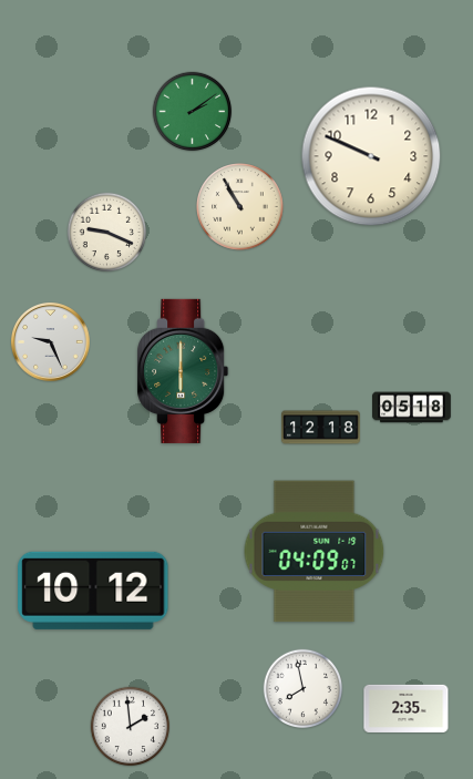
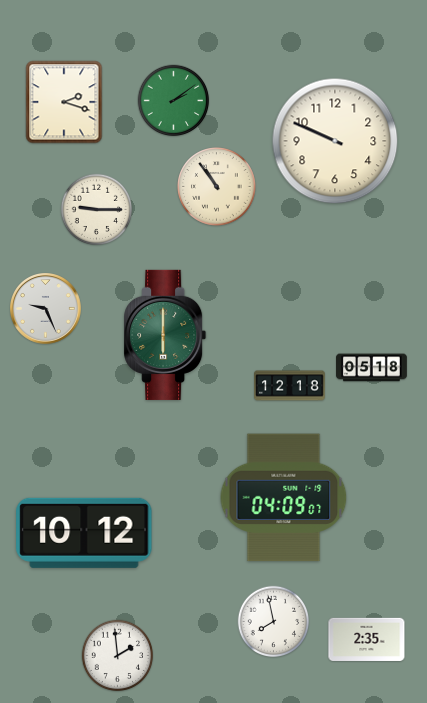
clock at (64, 102): none -> 2:18
clock at (240, 207): 10:55 -> 10:54
clock at (107, 233): 9:19 -> 9:15
